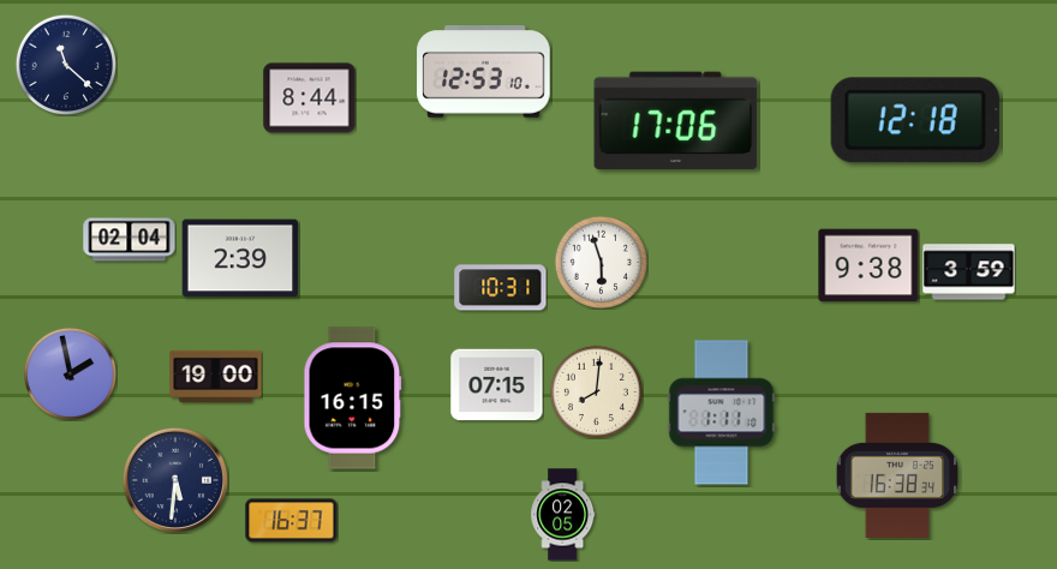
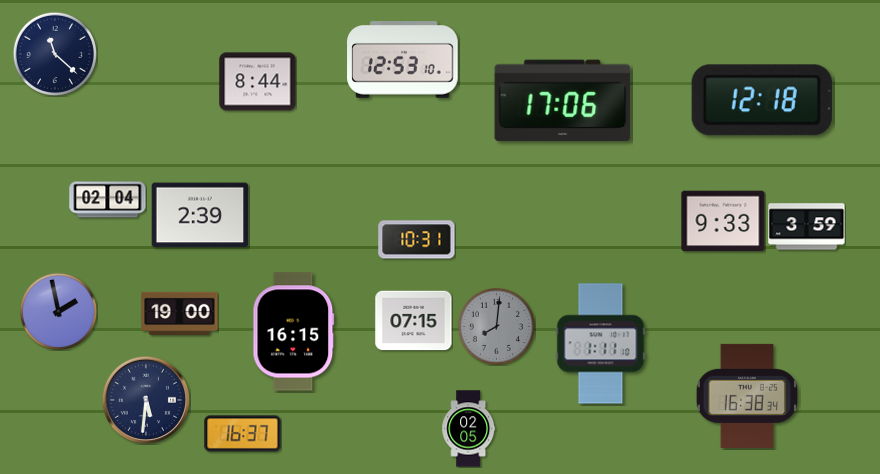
clock at (601, 262): 5:57 -> none
clock at (868, 265): 9:38 -> 9:33
clock at (596, 391) dial: cream -> grey
